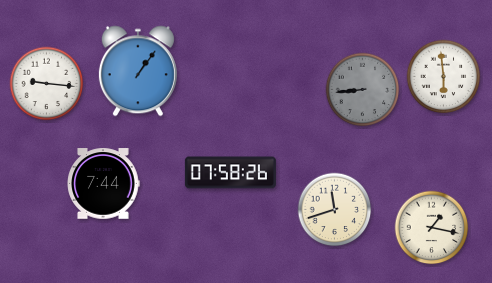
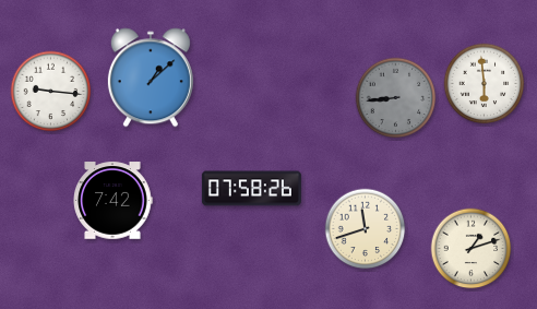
clock at (138, 71): 1:06 -> 1:08
clock at (103, 184): 7:44 -> 7:42
clock at (432, 228): 1:17 -> 1:12
